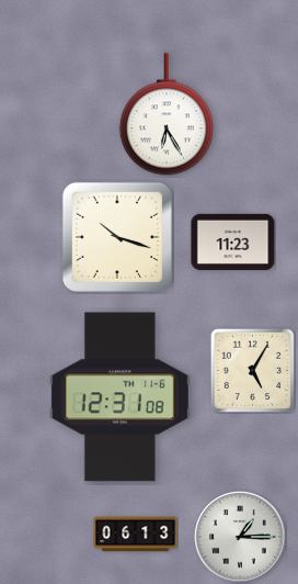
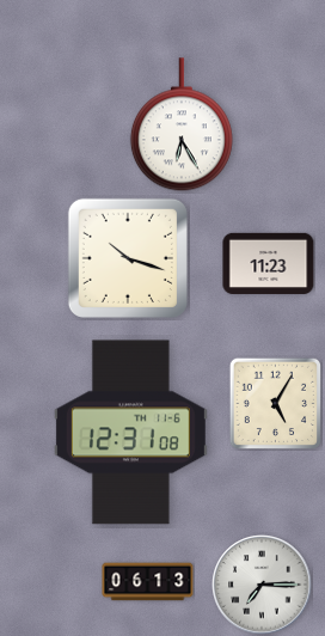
clock at (233, 242) position: (233, 242) -> (269, 263)
clock at (240, 537): 1:15 -> 7:15
